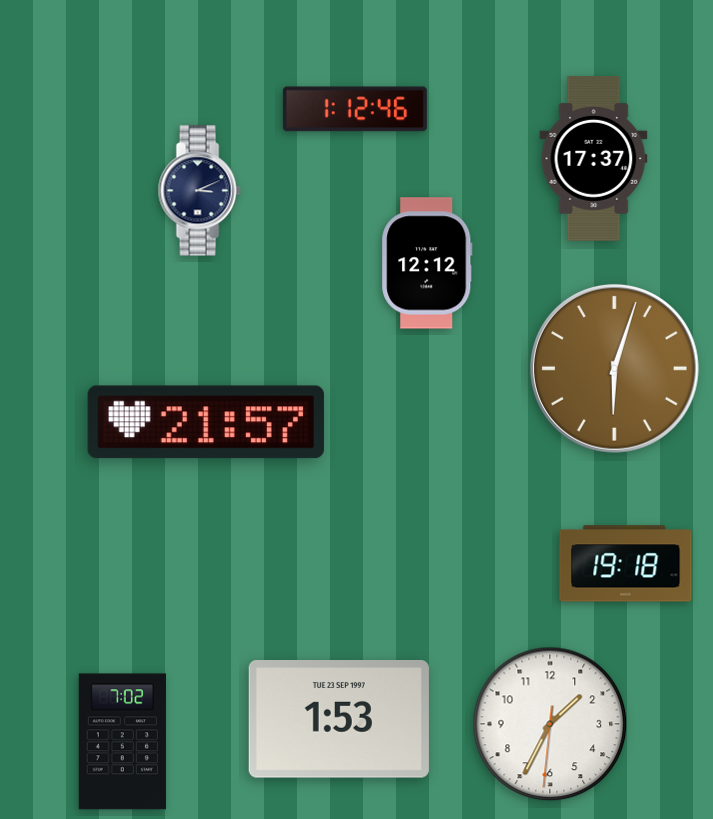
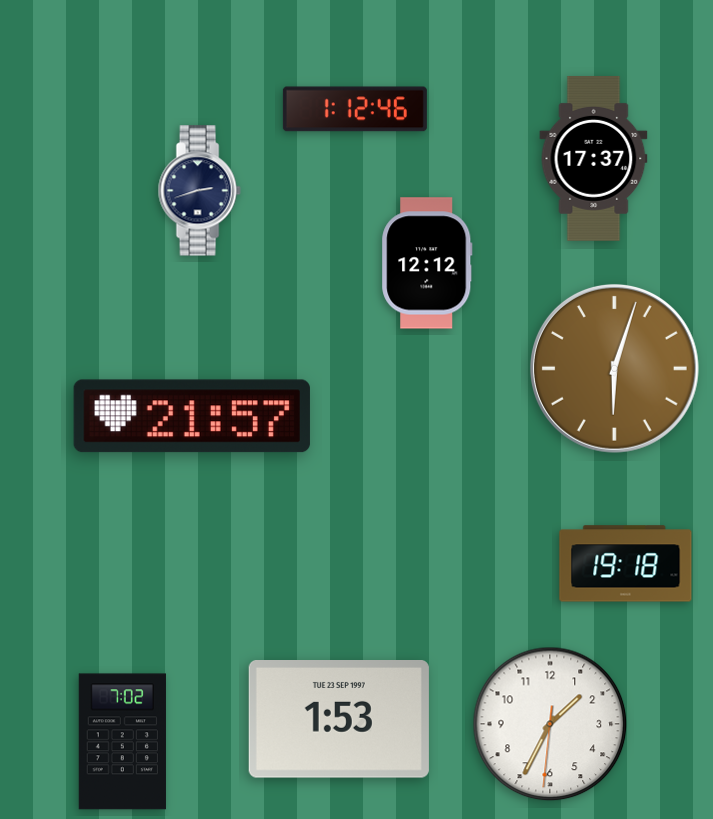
clock at (199, 191): 3:11 -> 2:42
clock at (206, 422) position: (206, 422) -> (192, 416)
